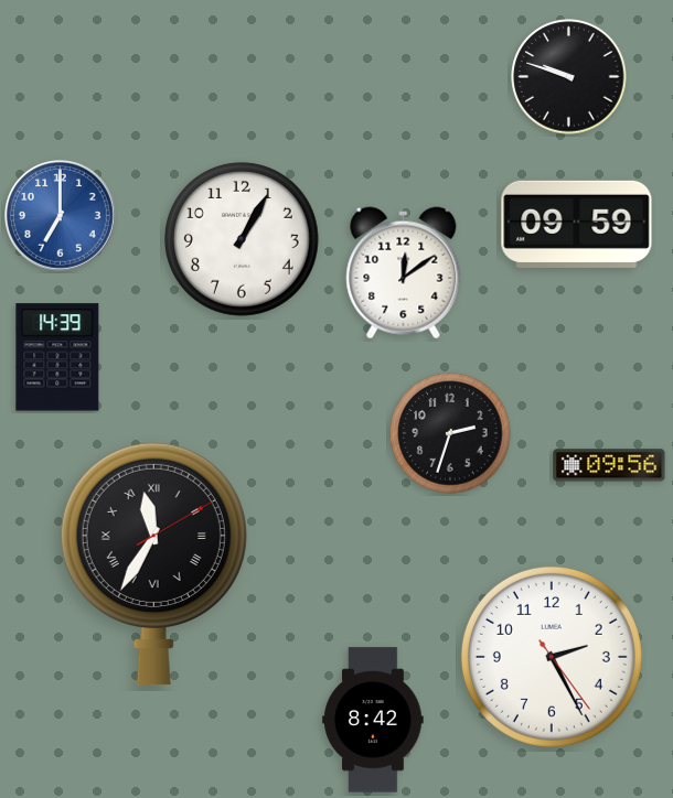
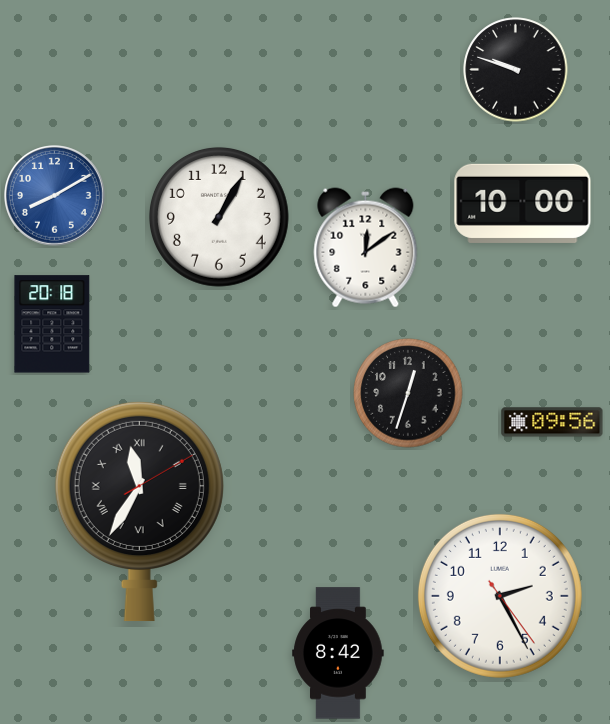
clock at (61, 216): 7:00 -> 8:10
clock at (577, 224): 09:59 -> 10:00
clock at (57, 357): 14:39 -> 20:18
clock at (450, 433): 2:33 -> 12:33
